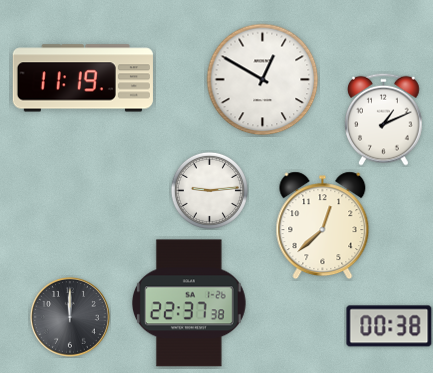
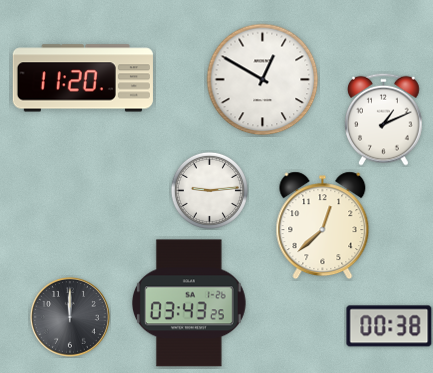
clock at (83, 78): 11:19 -> 11:20
clock at (189, 303): 22:37 -> 03:43
